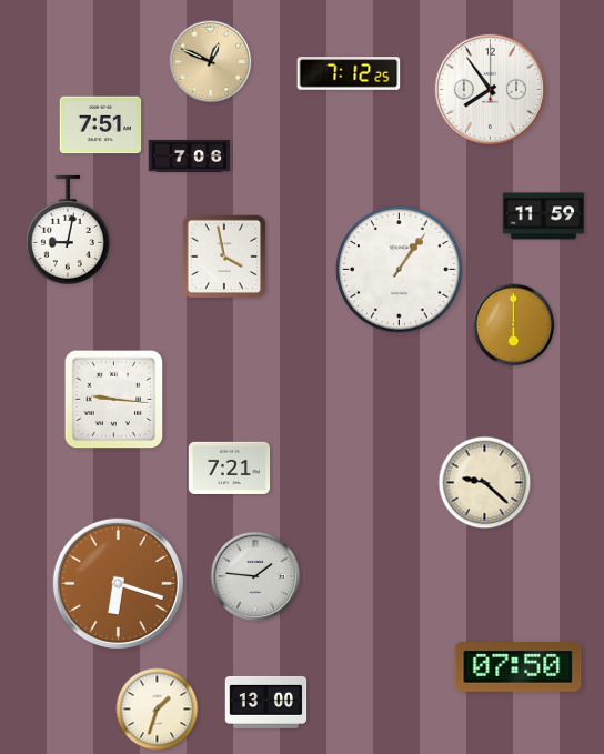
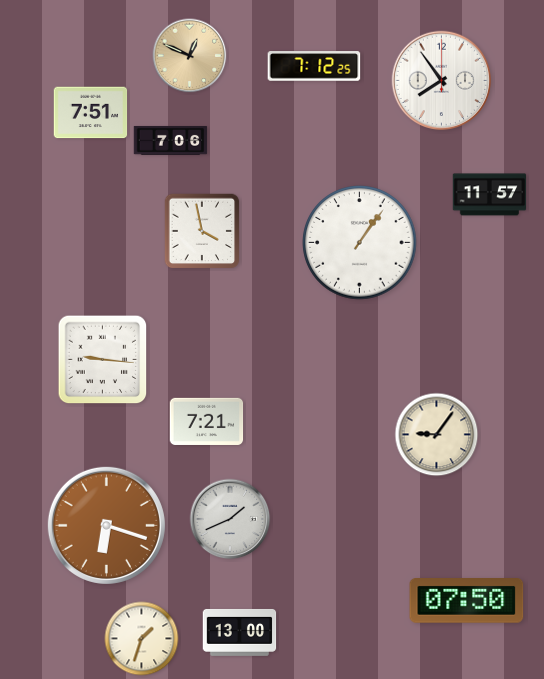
clock at (544, 217): 11:59 -> 11:57
clock at (68, 229): 9:02 -> none
clock at (514, 325): 6:00 -> none
clock at (485, 483): 9:22 -> 9:06
clock at (255, 576): 1:46 -> 1:41
